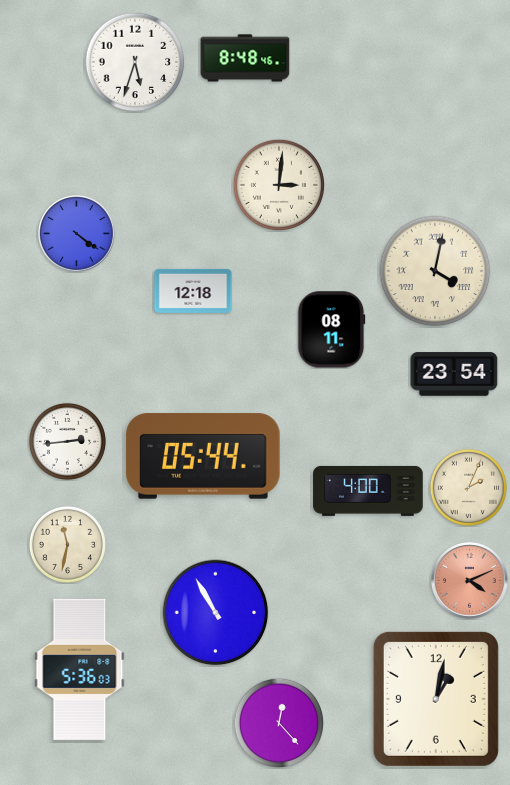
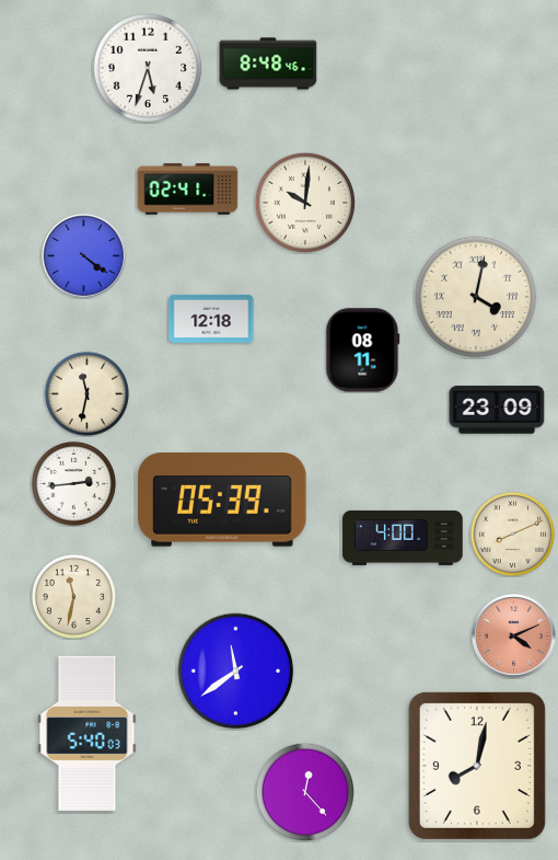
clock at (188, 190): none -> 02:41
clock at (278, 184): 3:01 -> 10:01
clock at (332, 330) position: (332, 330) -> (363, 351)
clock at (86, 393): none -> 11:32
clock at (454, 374): 23:54 -> 23:09
clock at (203, 456): 05:44 -> 05:39
clock at (468, 487): 2:04 -> 8:11
clock at (216, 613): 10:55 -> 11:39
clock at (80, 669): 5:36 -> 5:40
clock at (436, 699): 1:02 -> 8:02
